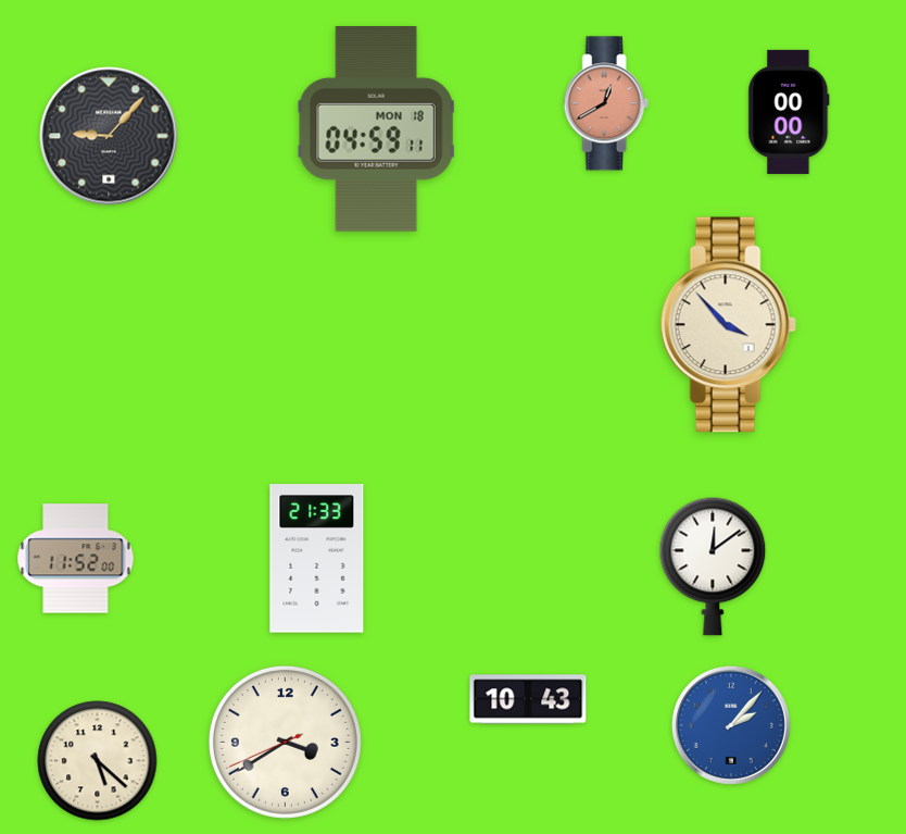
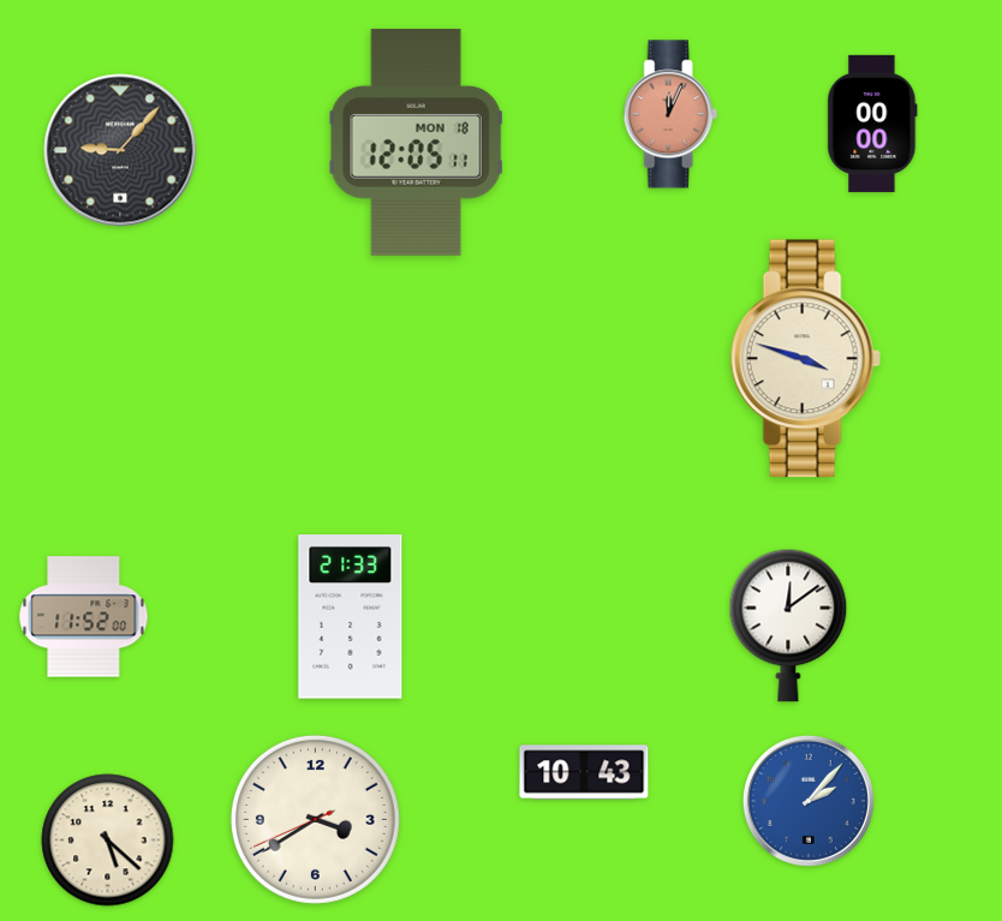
clock at (606, 103): 12:40 -> 12:04
clock at (377, 128): 04:59 -> 12:05
clock at (728, 325): 3:53 -> 3:48
